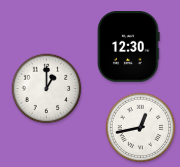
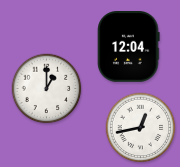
clock at (129, 47): 12:30 -> 12:04
